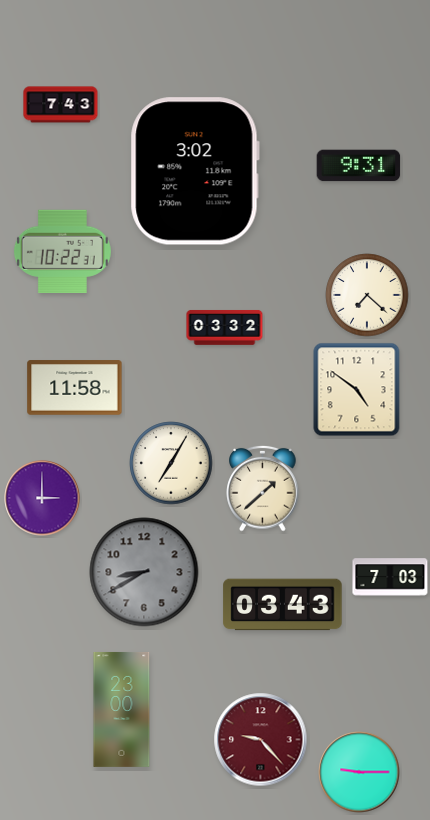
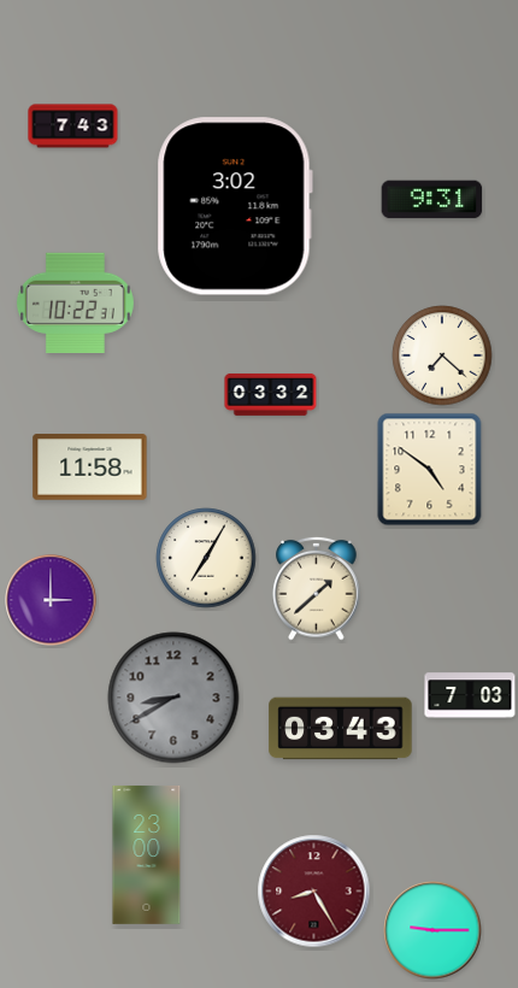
clock at (144, 572) position: (144, 572) -> (173, 698)
clock at (261, 740): 9:23 -> 8:25
